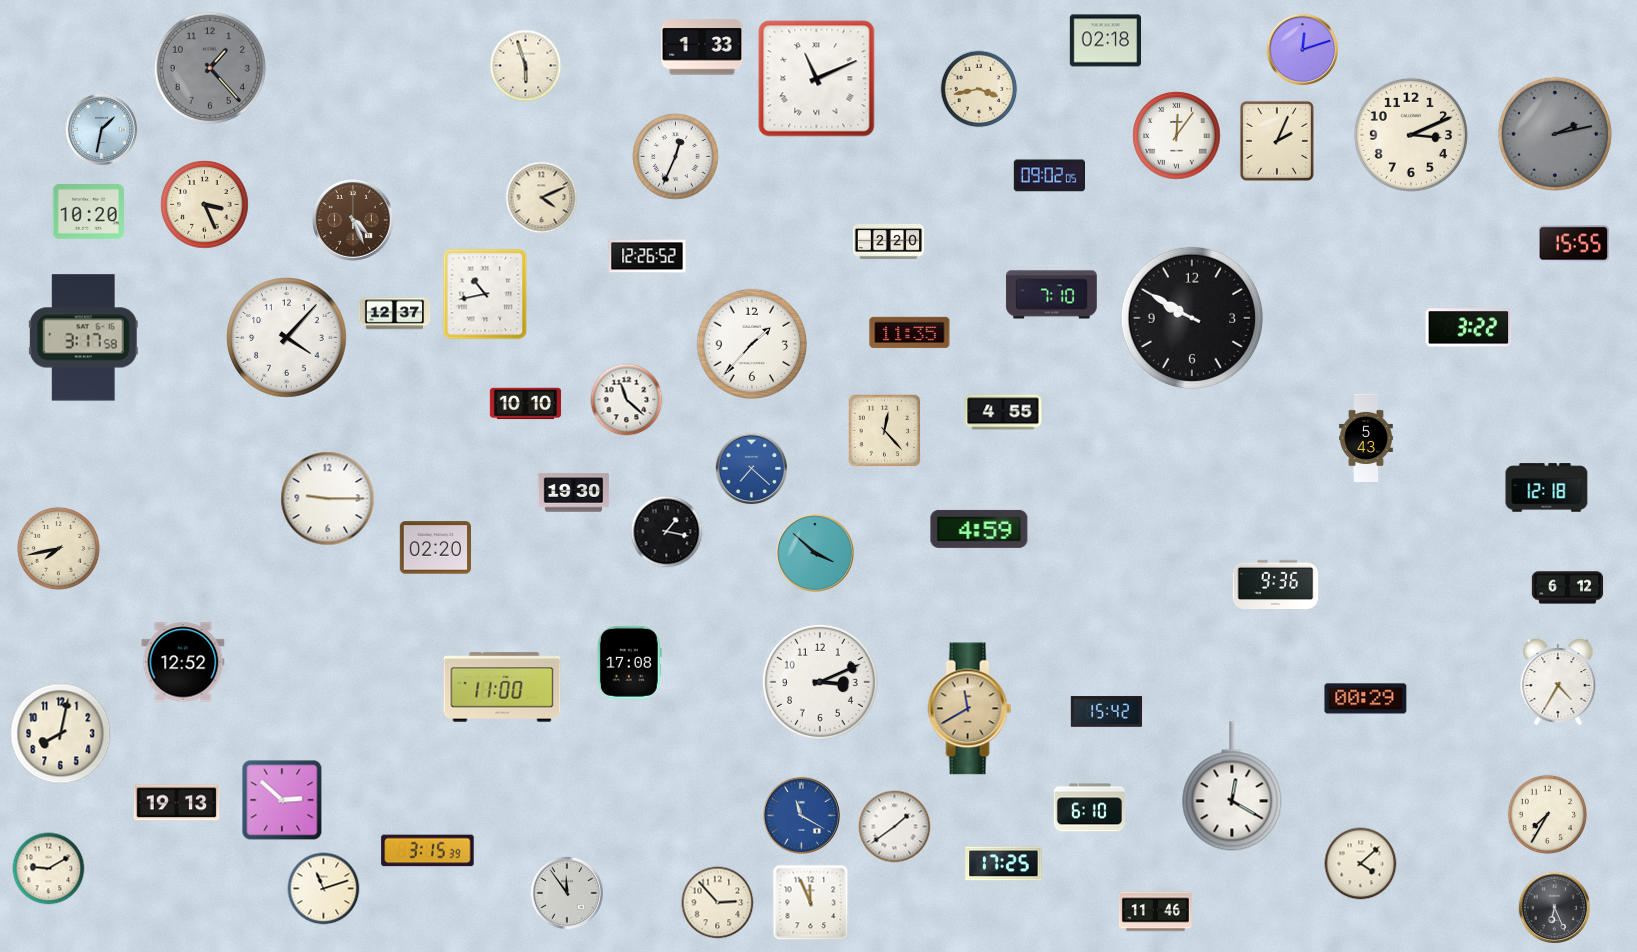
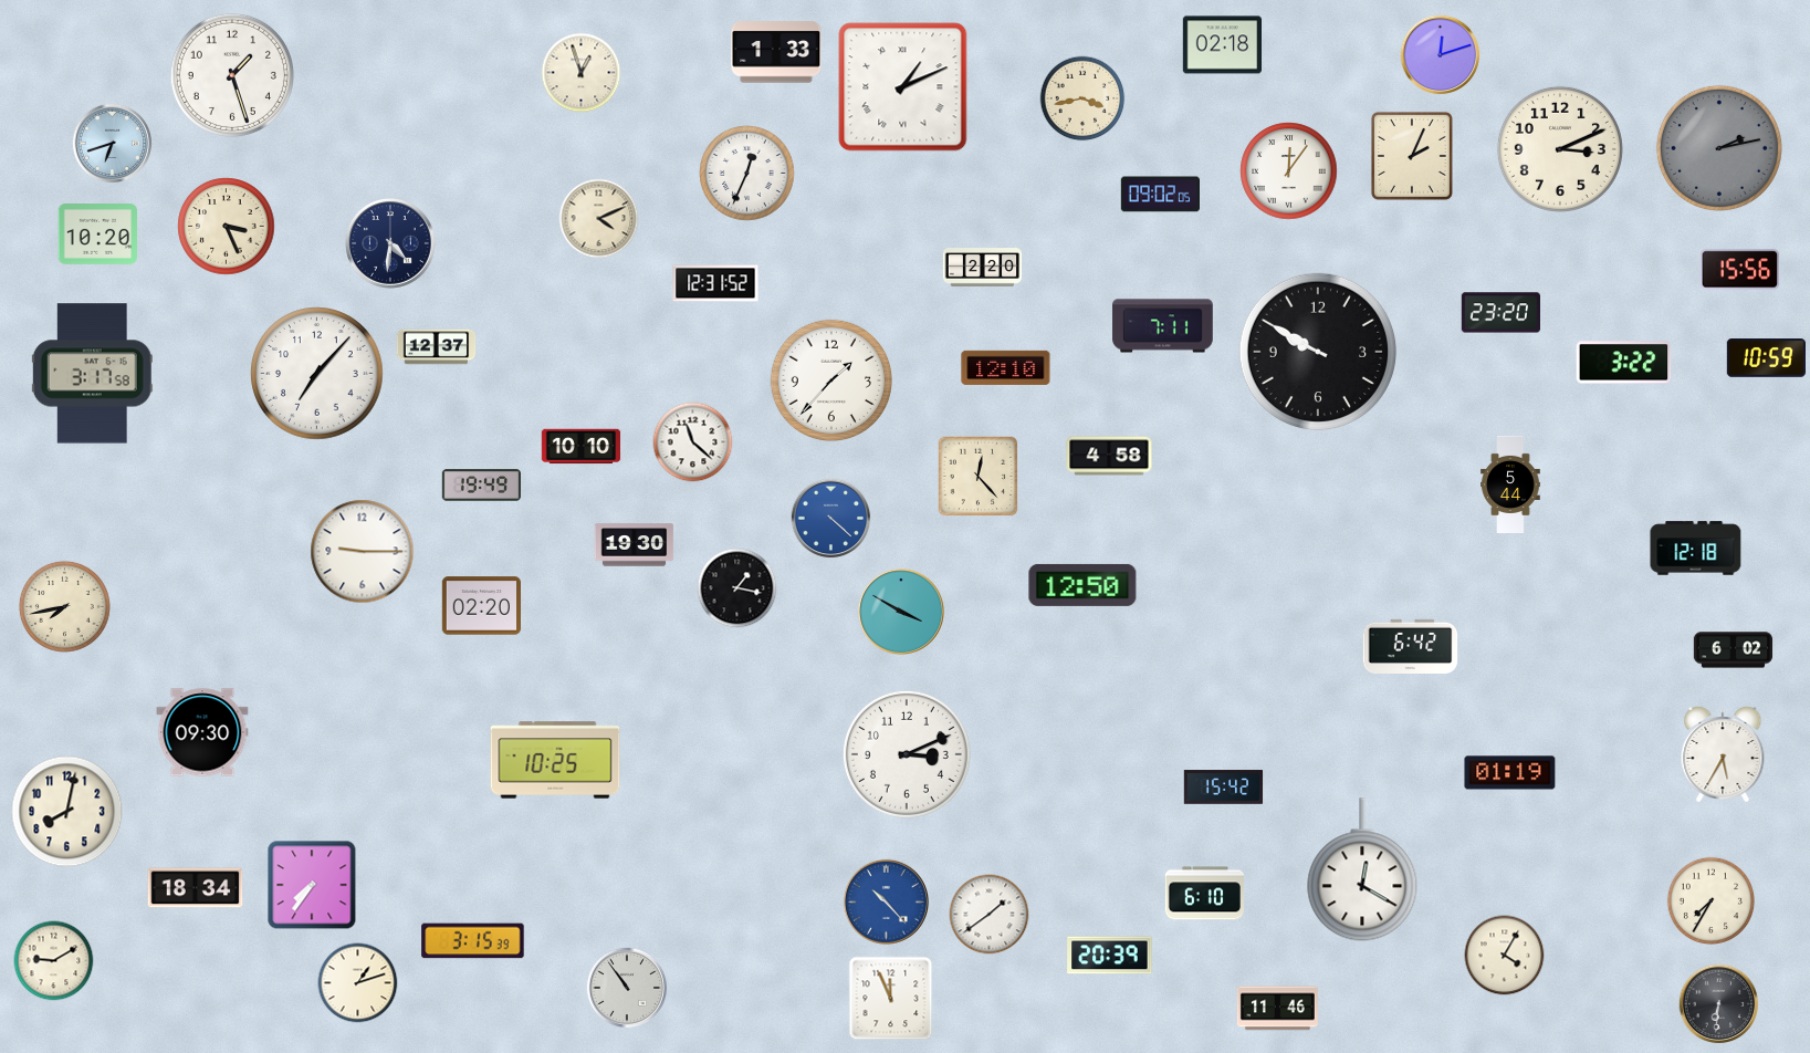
clock at (526, 66): 5:57 -> 12:57
clock at (210, 68): 1:23 -> 1:27
clock at (210, 68) dial: grey -> white
clock at (817, 79): 11:11 -> 1:11
clock at (102, 130): 1:32 -> 6:42
clock at (1177, 136) position: (1177, 136) -> (1289, 171)
clock at (354, 221): 4:26 -> 4:31
clock at (354, 221) dial: brown -> navy
clock at (1573, 244): 15:55 -> 15:56
clock at (647, 256): 12:26 -> 12:31
clock at (1500, 313): none -> 23:20
clock at (485, 294): 10:43 -> none
clock at (1052, 295): 7:10 -> 7:11
clock at (1766, 358): none -> 10:59
clock at (910, 332): 11:35 -> 12:10
clock at (287, 338): 4:07 -> 7:07
clock at (1003, 412): 4:55 -> 4:58
clock at (1366, 437): 5:43 -> 5:44
clock at (482, 486): none -> 19:49
clock at (752, 469): 7:22 -> 4:22
clock at (1547, 488) position: (1547, 488) -> (1696, 549)
clock at (979, 529): 4:59 -> 12:50
clock at (815, 553): 3:52 -> 3:50
clock at (1276, 584): 9:36 -> 6:42
clock at (1568, 588): 6:12 -> 6:02
clock at (183, 662): 12:52 -> 09:30
clock at (629, 662): 17:08 -> none
clock at (1558, 682): 4:35 -> 5:35
clock at (502, 687): 11:00 -> 10:25
clock at (1366, 699): 00:29 -> 01:19
clock at (970, 709): 11:40 -> none
clock at (282, 800): 2:52 -> 7:36
clock at (177, 803): 19:13 -> 18:34
clock at (801, 815): 11:20 -> 10:23
clock at (1004, 864): 17:25 -> 20:39
clock at (1361, 864): 4:08 -> 4:05
clock at (324, 889): 11:12 -> 1:12
clock at (566, 892): 11:54 -> 10:54
clock at (718, 903): 2:53 -> none
clock at (811, 903) position: (811, 903) -> (891, 999)
clock at (1555, 908): 6:26 -> 6:31
